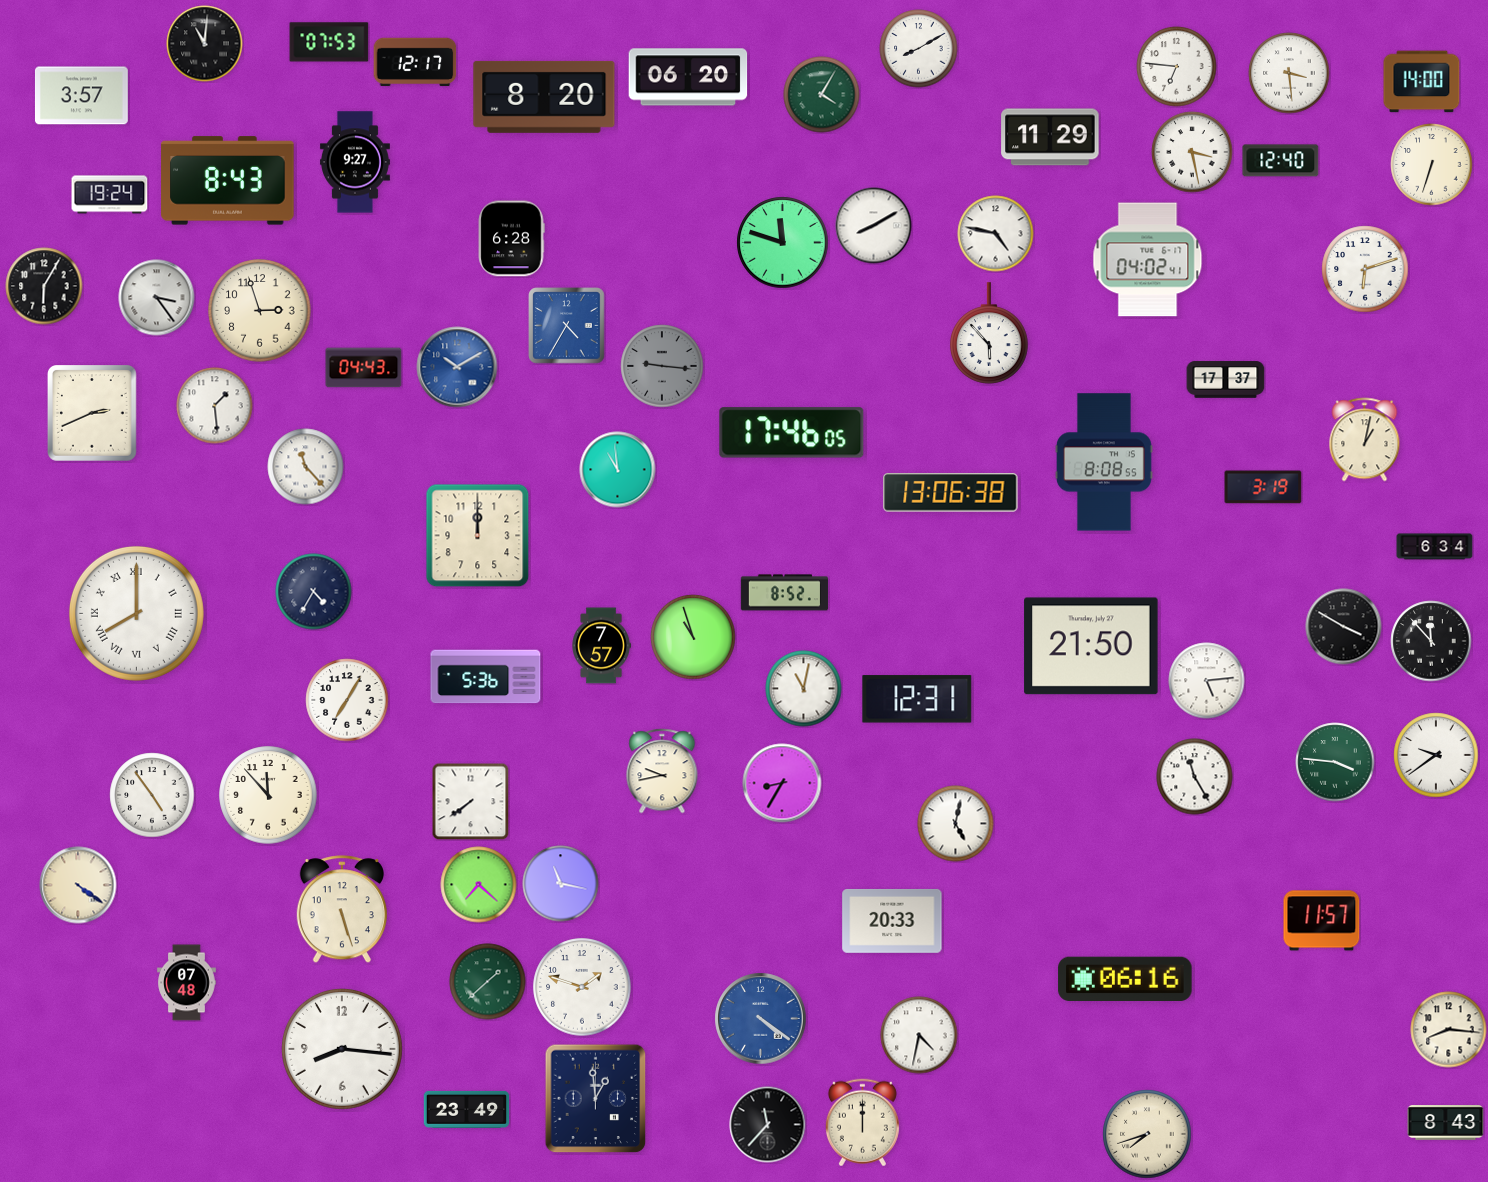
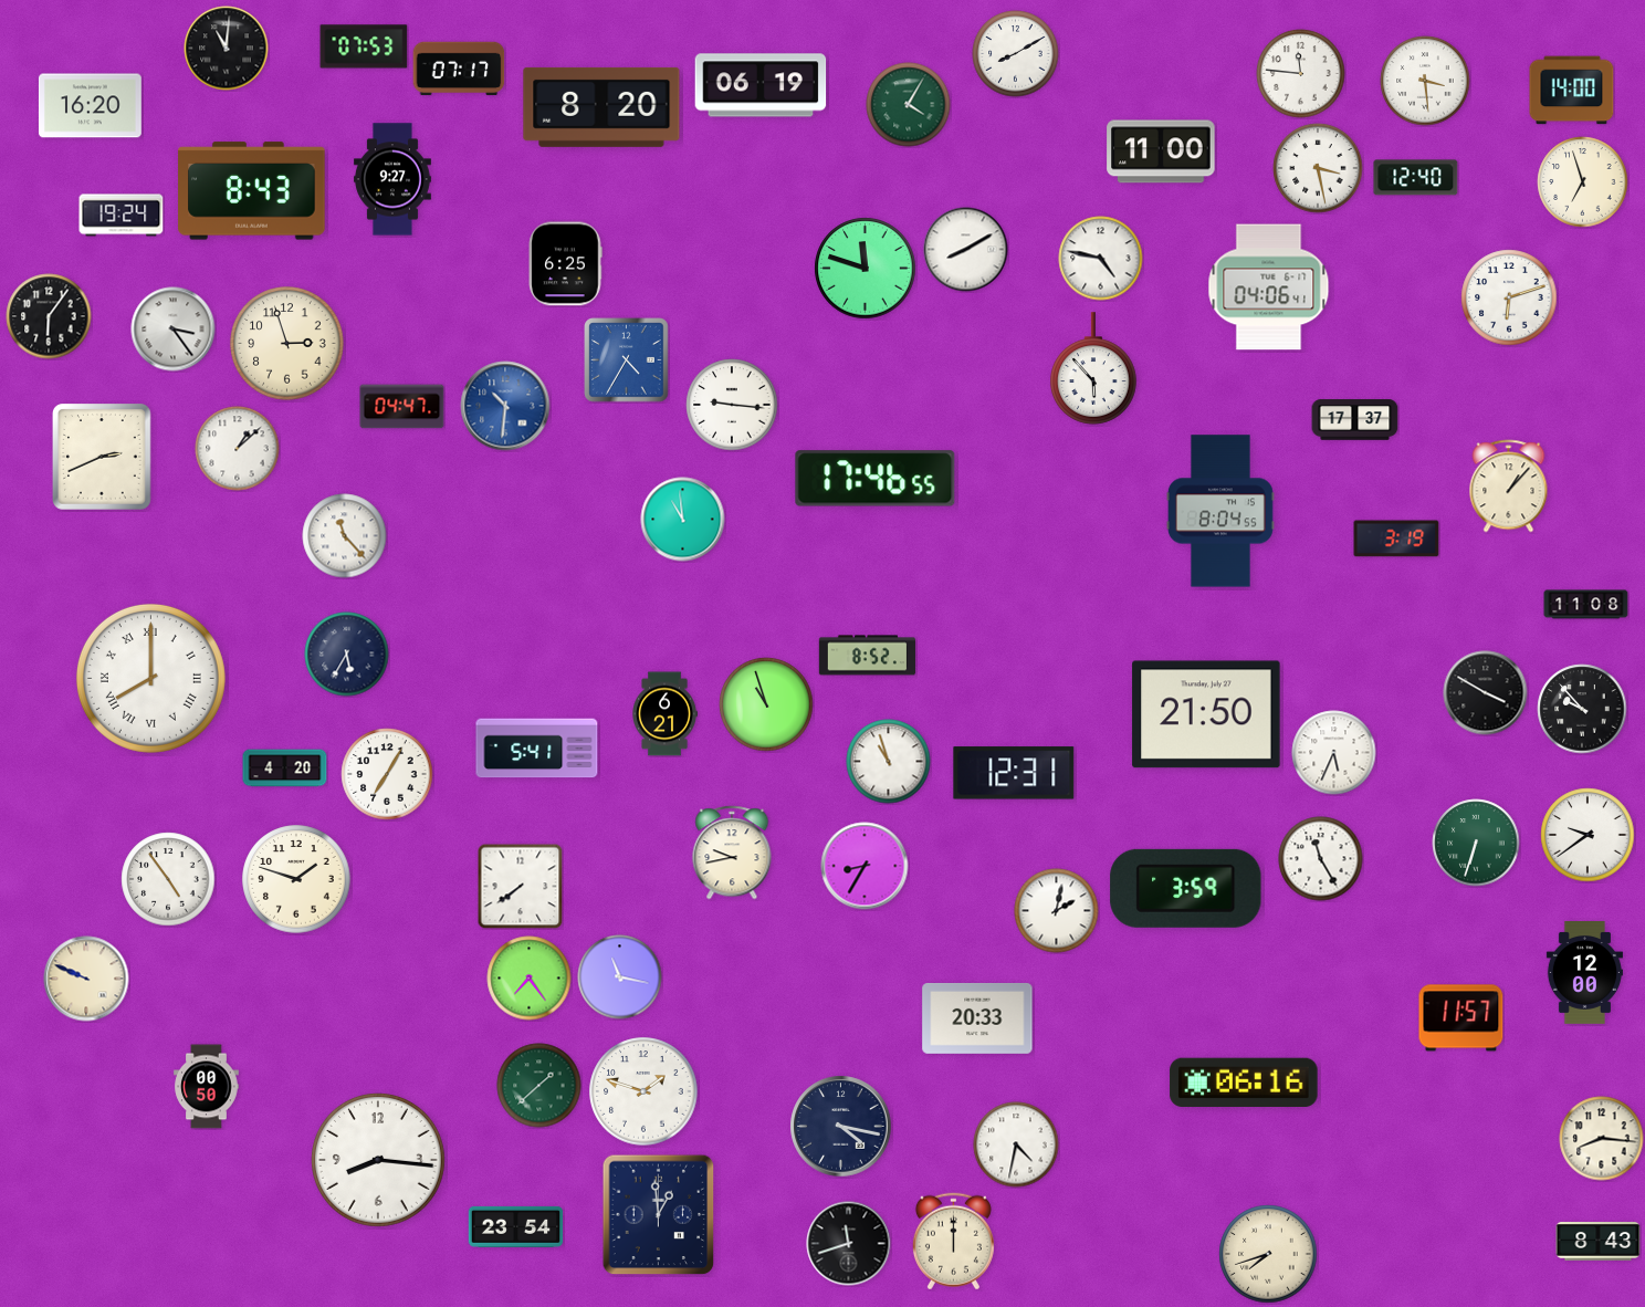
clock at (415, 62): 12:17 -> 07:17
clock at (1177, 67): 6:46 -> 11:46
clock at (688, 77): 06:20 -> 06:19
clock at (81, 96): 3:57 -> 16:20
clock at (1050, 137): 11:29 -> 11:00
clock at (1432, 165): 6:33 -> 6:57
clock at (228, 181) position: (228, 181) -> (252, 191)
clock at (511, 239): 6:28 -> 6:25
clock at (1148, 260): 04:02 -> 04:06
clock at (44, 286): 6:05 -> 6:06
clock at (662, 366) dial: grey -> white
clock at (457, 367): 10:10 -> 10:31
clock at (364, 368): 04:43 -> 04:47
clock at (215, 406): 1:29 -> 1:08
clock at (792, 433): 17:46:05 -> 17:46:55
clock at (1365, 440): 1:02 -> 1:07
clock at (1104, 462): 8:08 -> 8:04
clock at (306, 467) position: (306, 467) -> (345, 536)
clock at (951, 493): 13:06 -> none
clock at (478, 536): 12:00 -> none
clock at (1435, 547): 6:34 -> 11:08
clock at (314, 592): 4:35 -> 5:35
clock at (1431, 641): 11:53 -> 9:53
clock at (601, 646): 7:57 -> 6:21
clock at (486, 677): 5:36 -> 5:41
clock at (1207, 681): 5:14 -> 5:34
clock at (804, 689): 11:02 -> 10:57
clock at (285, 768): none -> 4:20
clock at (347, 700) position: (347, 700) -> (387, 774)
clock at (1335, 762): 3:46 -> 6:33
clock at (268, 795): 11:53 -> 1:48
clock at (1186, 888): none -> 3:59
clock at (956, 824): 5:02 -> 2:02
clock at (1584, 973): none -> 12:00
clock at (78, 885): 4:21 -> 9:49
clock at (479, 885): 7:22 -> 7:24
clock at (342, 910): 5:27 -> none
clock at (892, 921) position: (892, 921) -> (977, 1018)
clock at (187, 983): 07:48 -> 00:50
clock at (761, 1019): 4:21 -> 4:17
clock at (761, 1019) dial: blue -> navy
clock at (467, 1109): 23:49 -> 23:54
clock at (768, 1125): 11:37 -> 11:42
